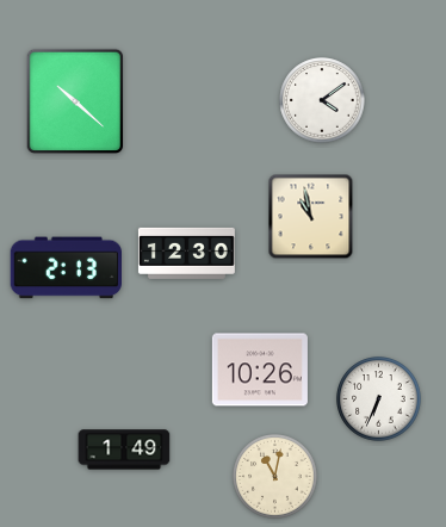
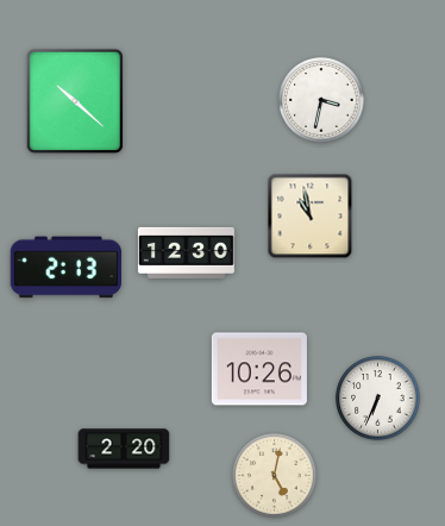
clock at (322, 100): 4:09 -> 3:32
clock at (124, 449): 1:49 -> 2:20
clock at (275, 477): 11:02 -> 5:02
